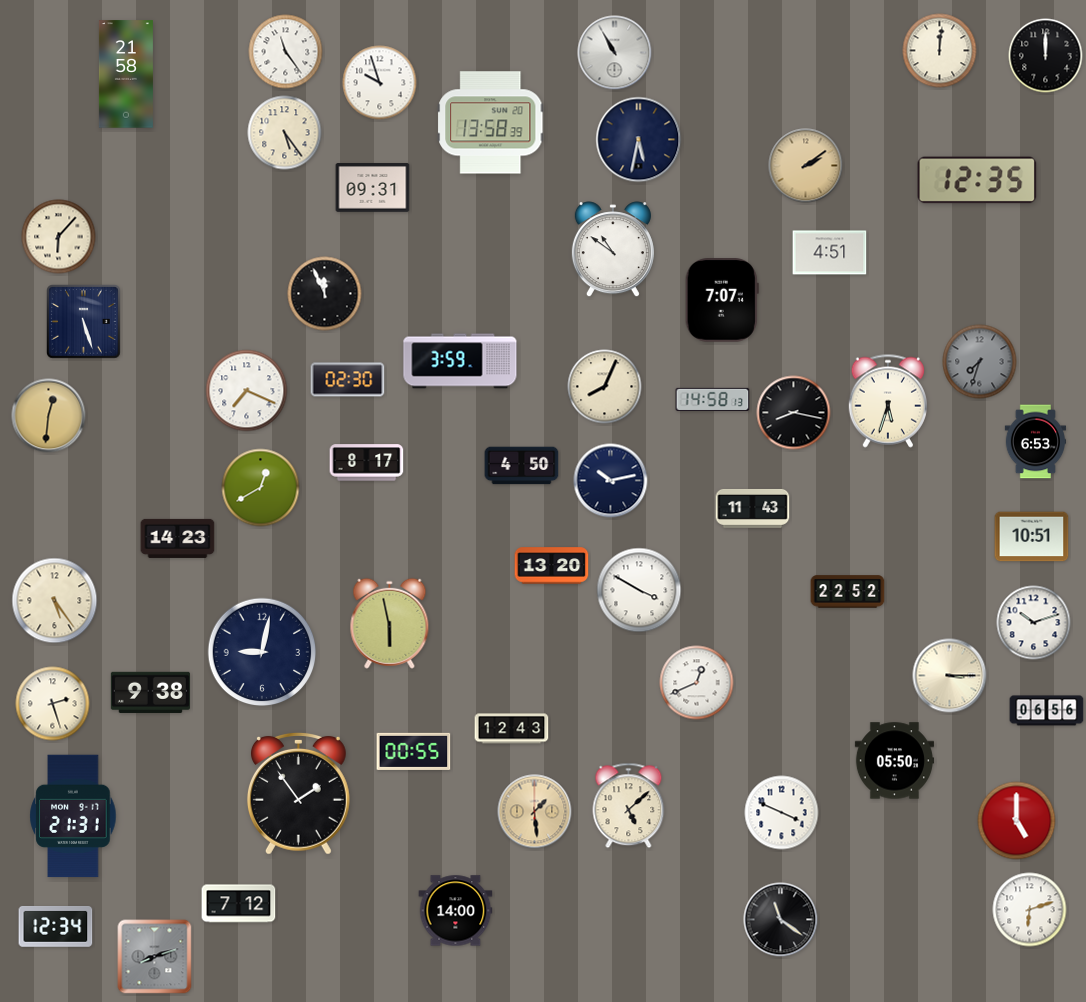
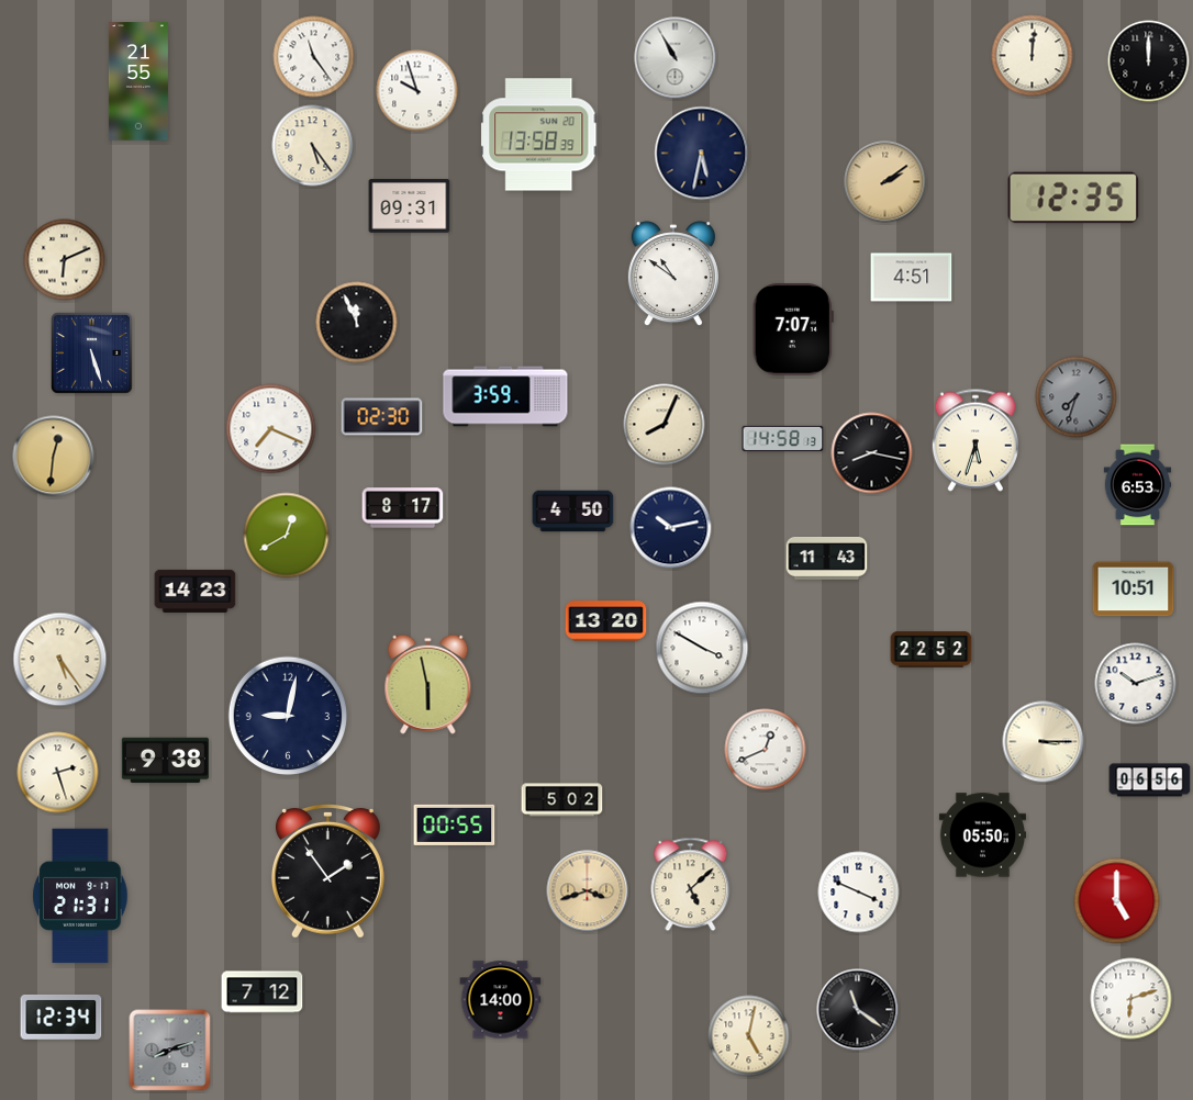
clock at (126, 74): 21:58 -> 21:55
clock at (59, 237): 6:07 -> 6:11
clock at (512, 729): 12:43 -> 5:02
clock at (535, 812): 1:29 -> 3:42
clock at (749, 1036): none -> 5:02
